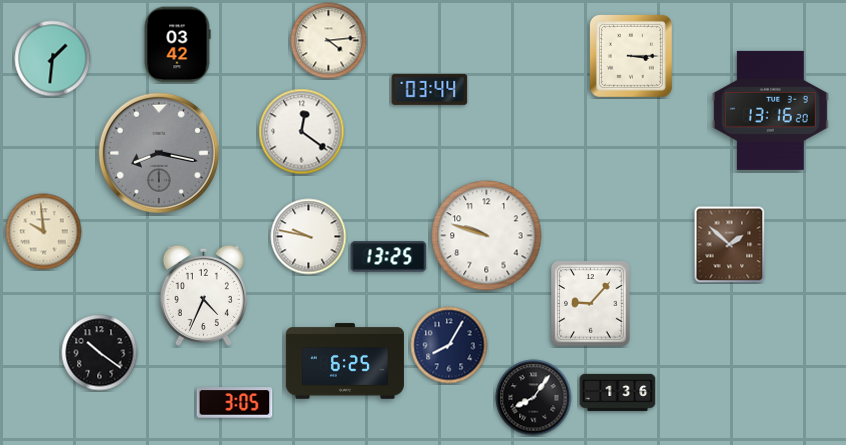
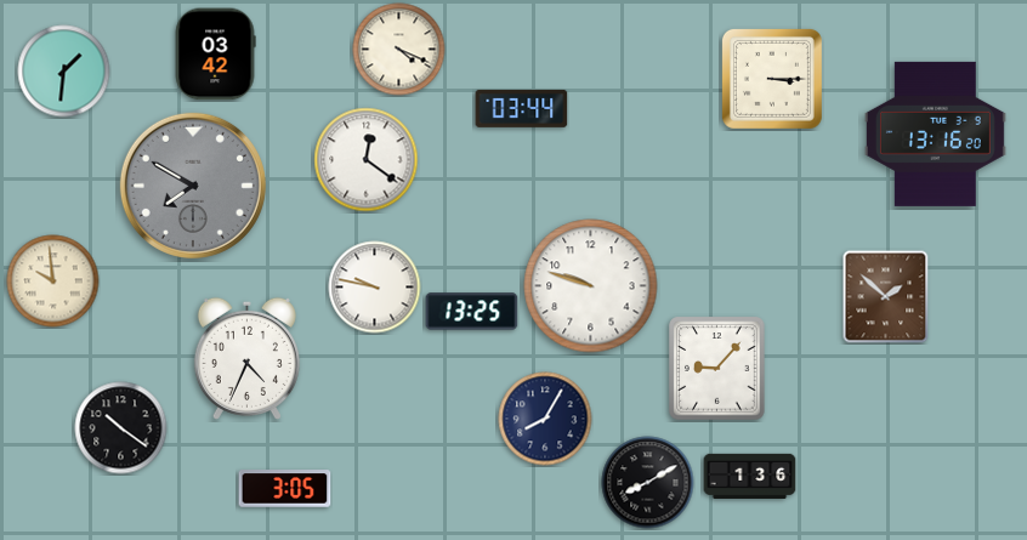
clock at (329, 41): 4:14 -> 4:19
clock at (631, 56) position: (631, 56) -> (772, 79)
clock at (159, 153): 8:17 -> 7:50
clock at (345, 361): 6:25 -> none
clock at (534, 398): 8:06 -> 8:10
